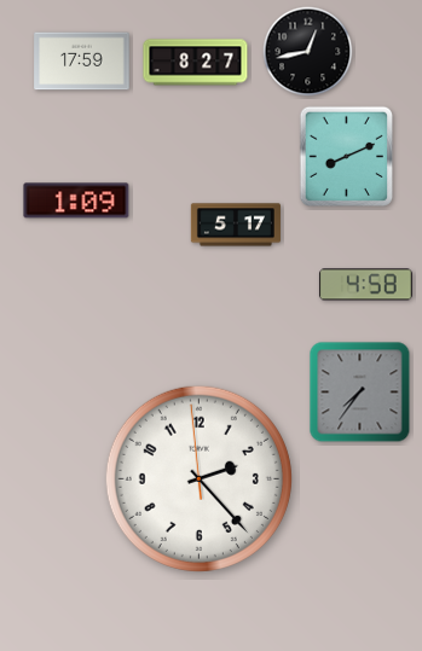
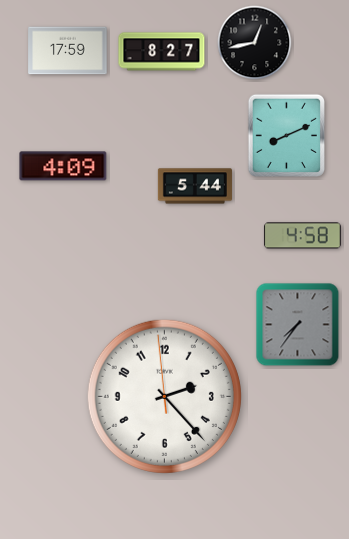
clock at (346, 157) position: (346, 157) -> (286, 136)
clock at (76, 200): 1:09 -> 4:09
clock at (236, 225): 5:17 -> 5:44
